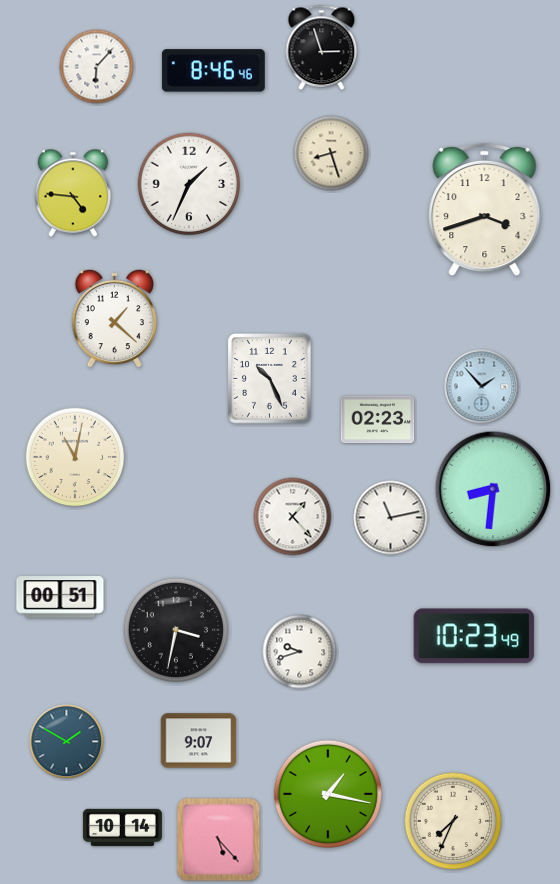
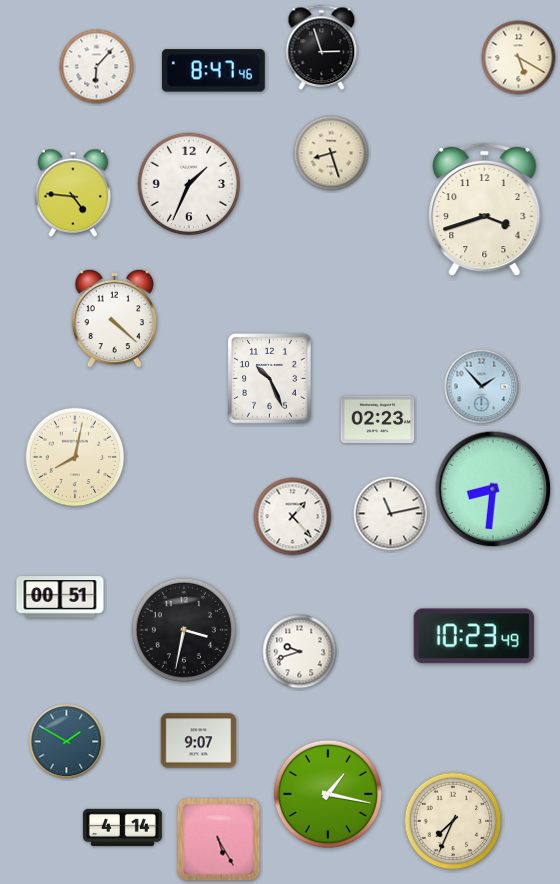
clock at (519, 58): none -> 5:20
clock at (213, 71): 8:46 -> 8:47
clock at (115, 318): 1:22 -> 4:22
clock at (75, 457): 11:02 -> 8:02
clock at (391, 518) position: (391, 518) -> (391, 514)
clock at (176, 630) position: (176, 630) -> (184, 630)
clock at (122, 827): 10:14 -> 4:14
clock at (219, 840): 5:23 -> 5:25
